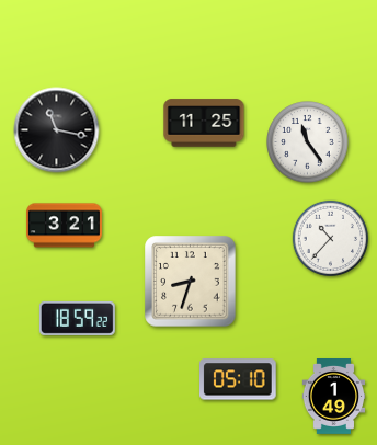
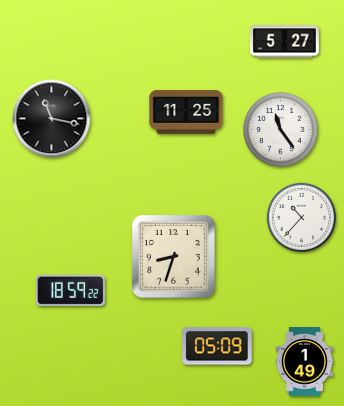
clock at (285, 42): none -> 5:27
clock at (65, 226): 3:21 -> none
clock at (239, 379): 05:10 -> 05:09
